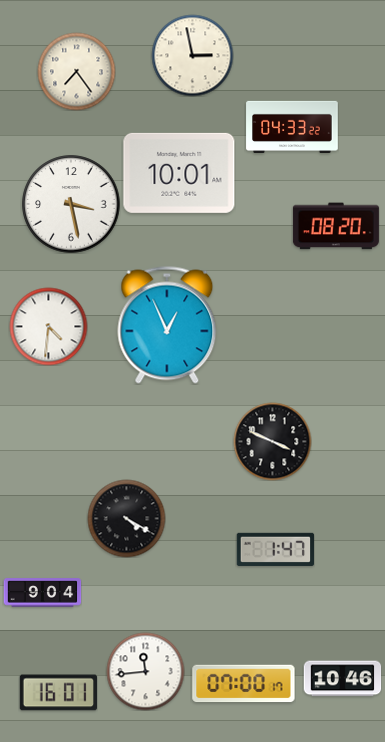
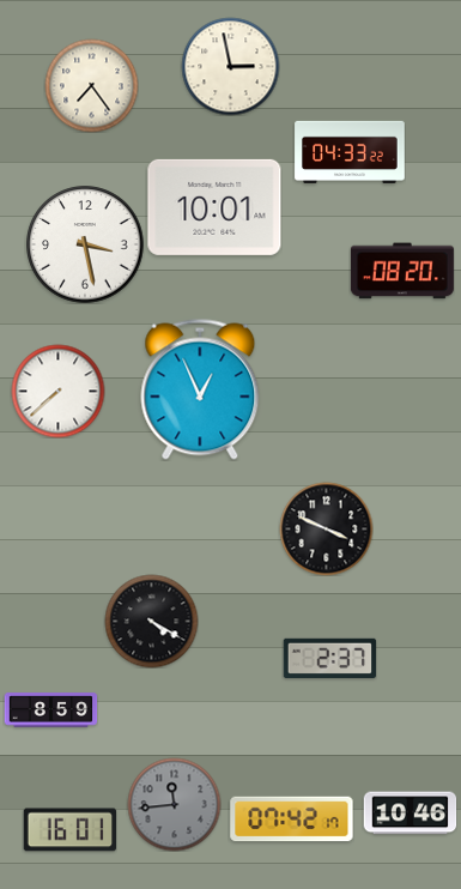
clock at (48, 326): 4:31 -> 7:38
clock at (275, 549): 1:47 -> 2:37
clock at (42, 593): 9:04 -> 8:59
clock at (145, 671) dial: white -> grey
clock at (244, 684): 07:00 -> 07:42
